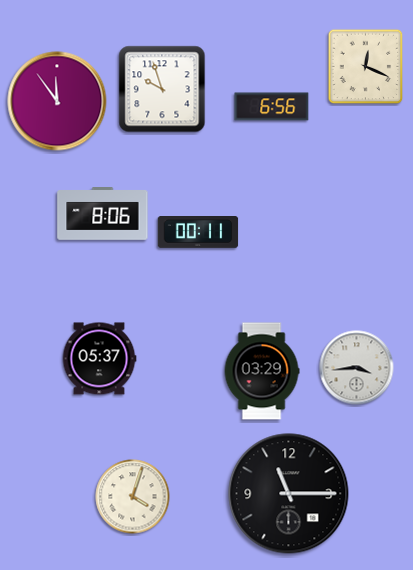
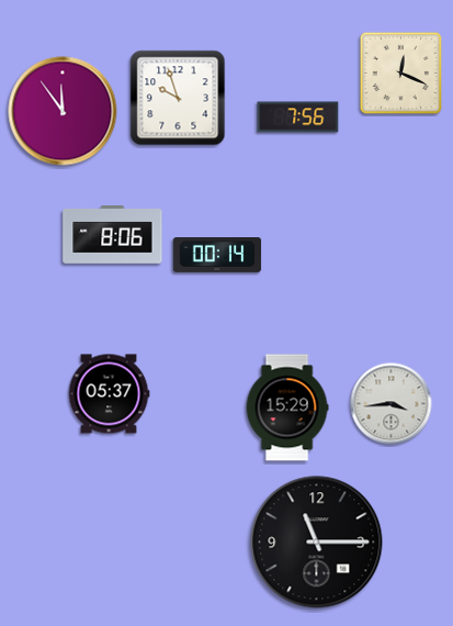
clock at (272, 107): 6:56 -> 7:56
clock at (198, 233): 00:11 -> 00:14
clock at (262, 371): 03:29 -> 15:29
clock at (133, 497): 4:03 -> none
